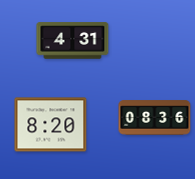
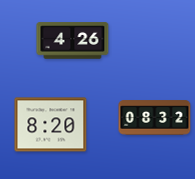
clock at (73, 41): 4:31 -> 4:26
clock at (155, 118): 08:36 -> 08:32
